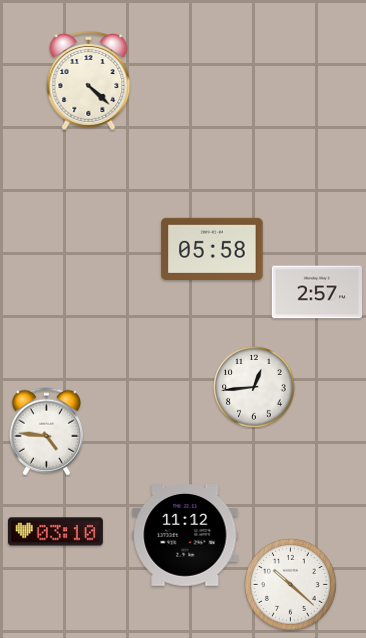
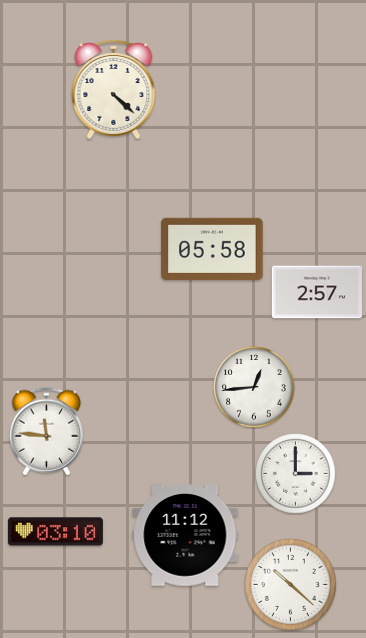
clock at (89, 81) position: (89, 81) -> (114, 90)
clock at (46, 432): 4:46 -> 11:46
clock at (296, 474): none -> 3:00
